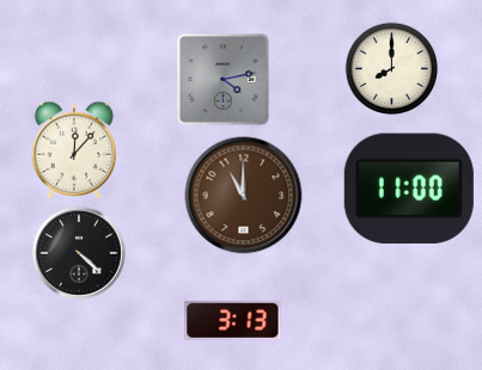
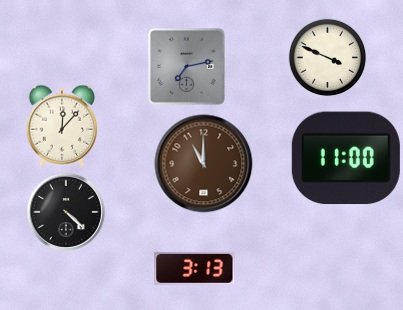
clock at (391, 68): 8:00 -> 3:49
clock at (224, 80): 4:13 -> 7:13
clock at (409, 189) position: (409, 189) -> (346, 158)
